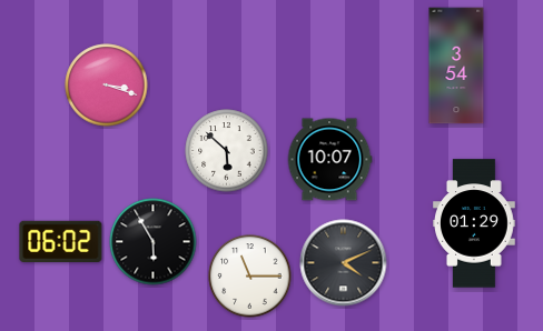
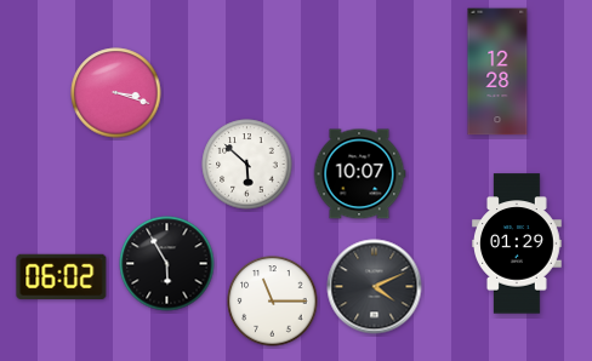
clock at (456, 66): 3:54 -> 12:28
clock at (61, 241) position: (61, 241) -> (62, 276)
